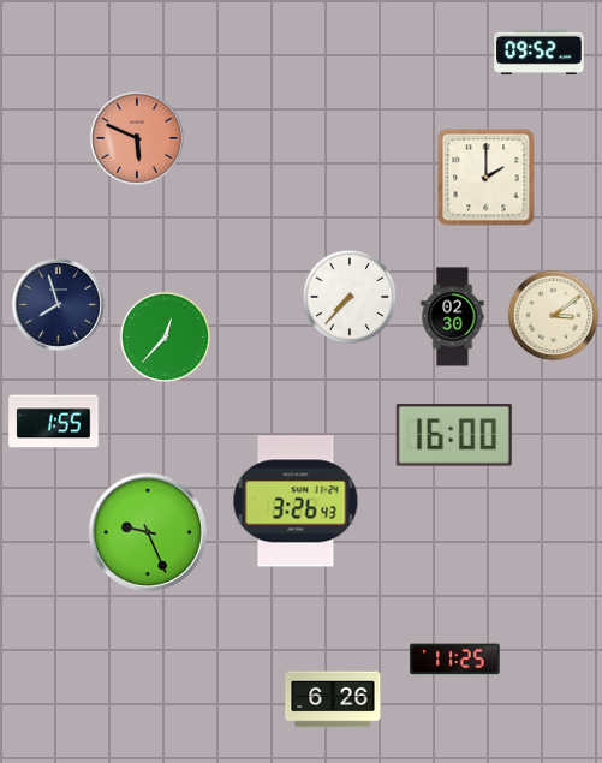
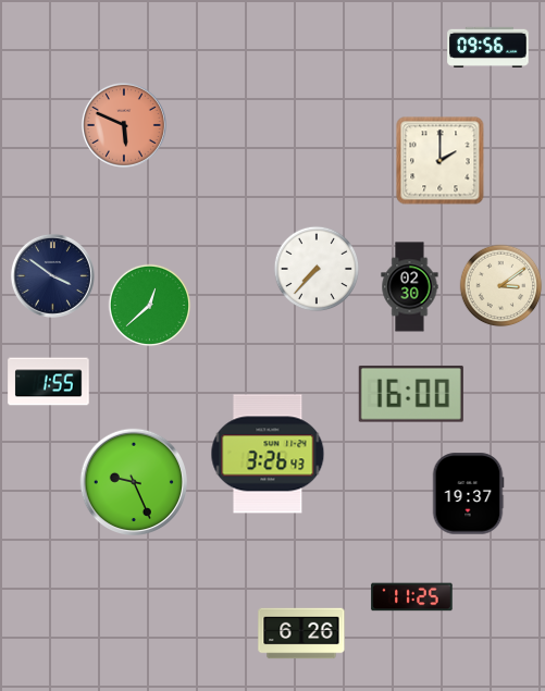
clock at (540, 52): 09:52 -> 09:56
clock at (58, 304): 7:57 -> 3:51
clock at (166, 338): 12:37 -> 12:38
clock at (468, 494): none -> 19:37
